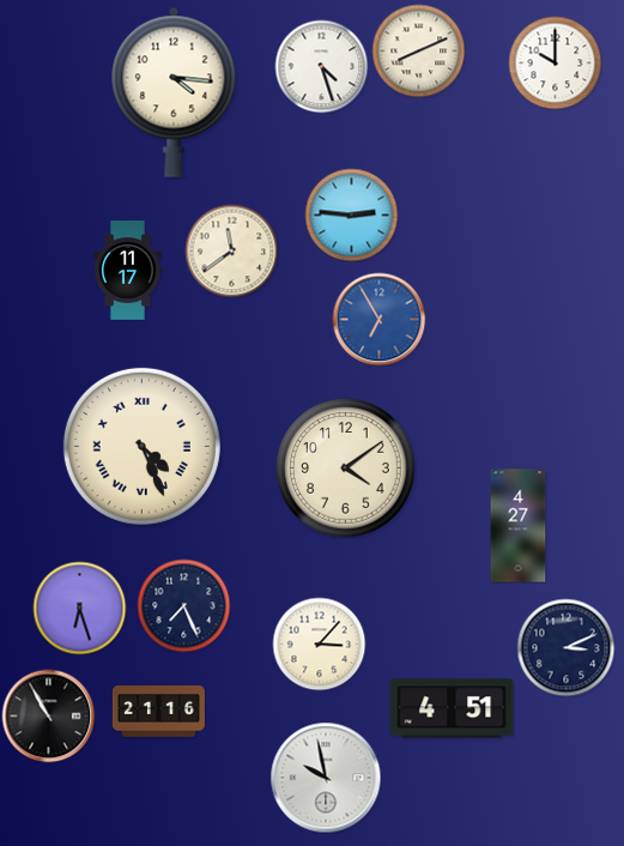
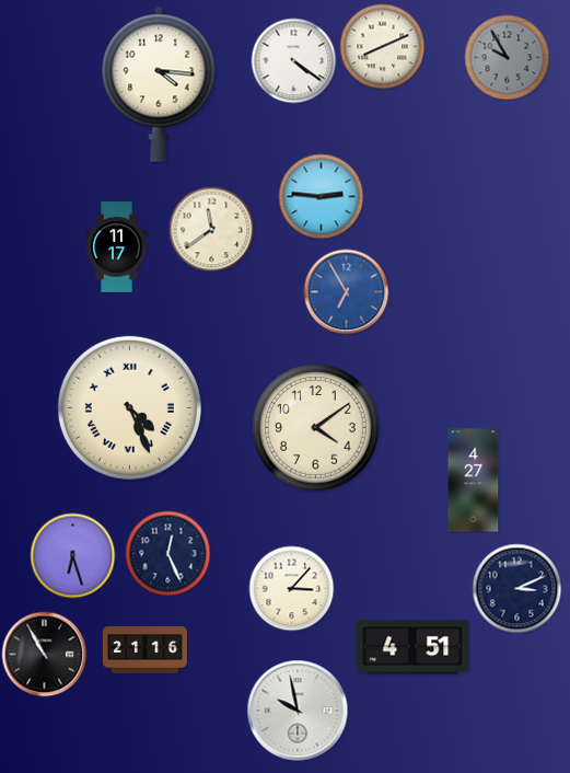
clock at (555, 62): 10:00 -> 9:55
clock at (555, 62) dial: white -> grey
clock at (321, 66): 4:27 -> 4:21
clock at (183, 605): 7:26 -> 12:26
clock at (565, 647) position: (565, 647) -> (516, 588)
